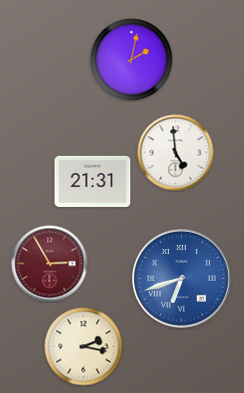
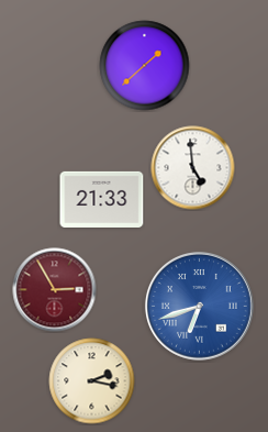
clock at (132, 60): 2:02 -> 1:38
clock at (93, 181): 21:31 -> 21:33
